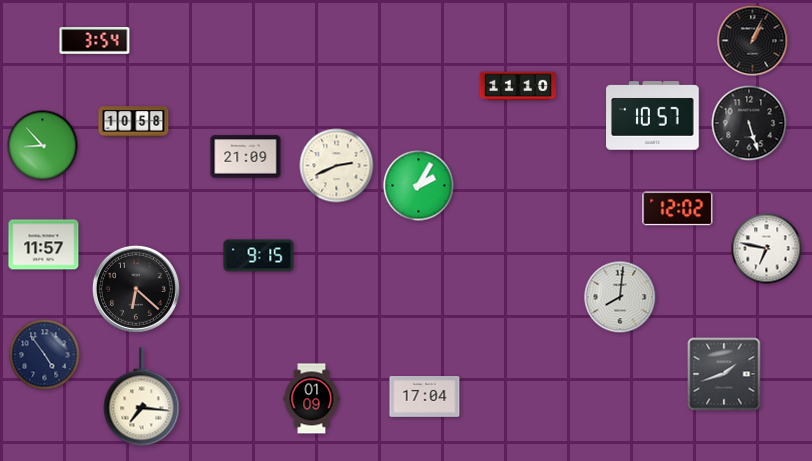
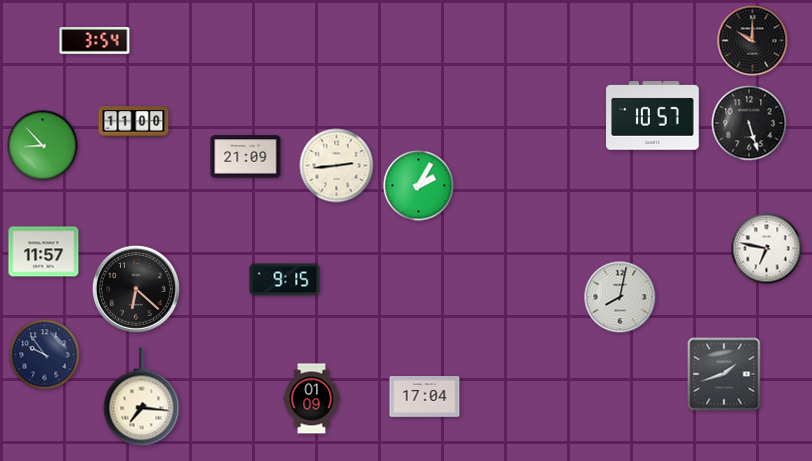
clock at (753, 41): 1:04 -> 10:00
clock at (518, 86): 11:10 -> none
clock at (134, 122): 10:58 -> 11:00
clock at (337, 166): 2:41 -> 2:44
clock at (678, 209): 12:02 -> none
clock at (44, 245) position: (44, 245) -> (44, 252)
clock at (259, 256) position: (259, 256) -> (285, 280)
clock at (620, 297): 8:01 -> 8:02
clock at (45, 355): 4:54 -> 9:54
